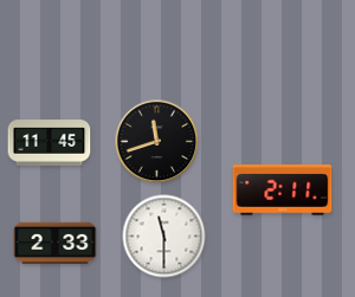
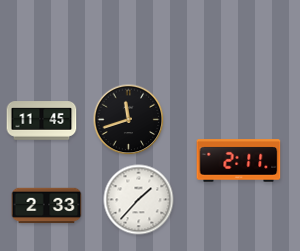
clock at (157, 142) position: (157, 142) -> (129, 120)
clock at (164, 237): 11:30 -> 1:37
